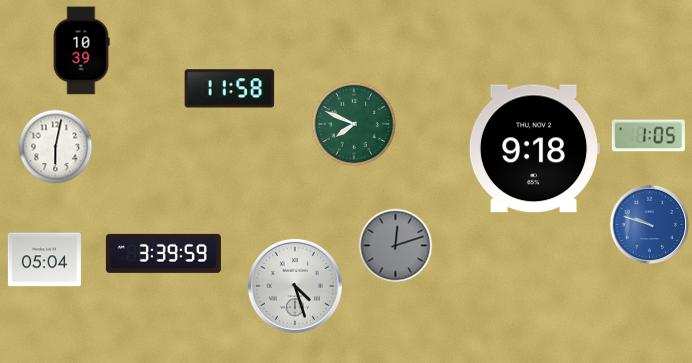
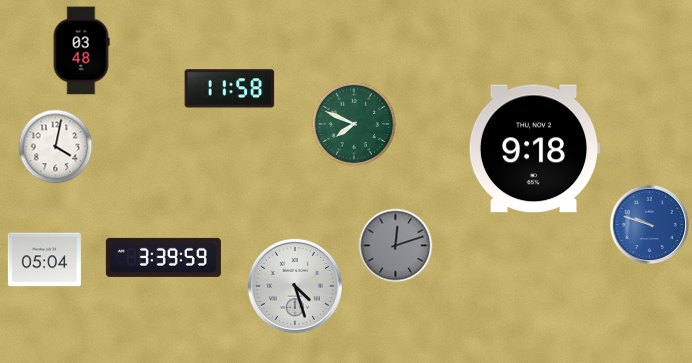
clock at (81, 51): 10:39 -> 03:48
clock at (648, 136): 1:05 -> none
clock at (56, 147): 6:02 -> 4:02
clock at (163, 253) position: (163, 253) -> (163, 257)
